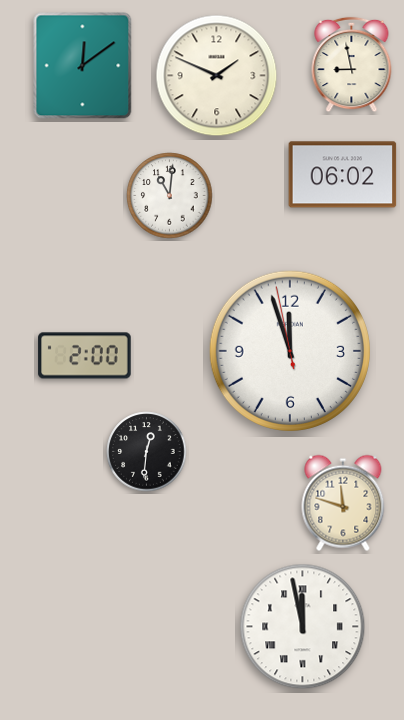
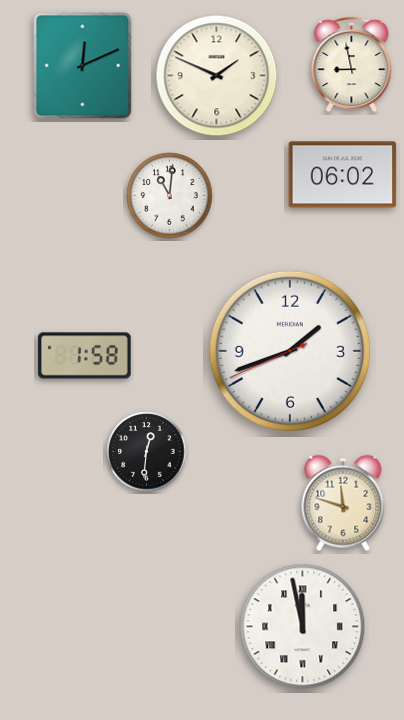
clock at (83, 66): 12:09 -> 12:11
clock at (290, 351): 11:56 -> 1:41
clock at (85, 356): 2:00 -> 1:58
